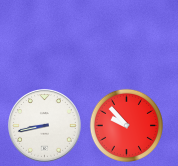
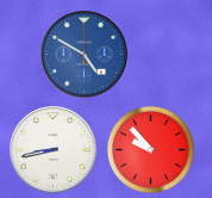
clock at (85, 55): none -> 4:50
